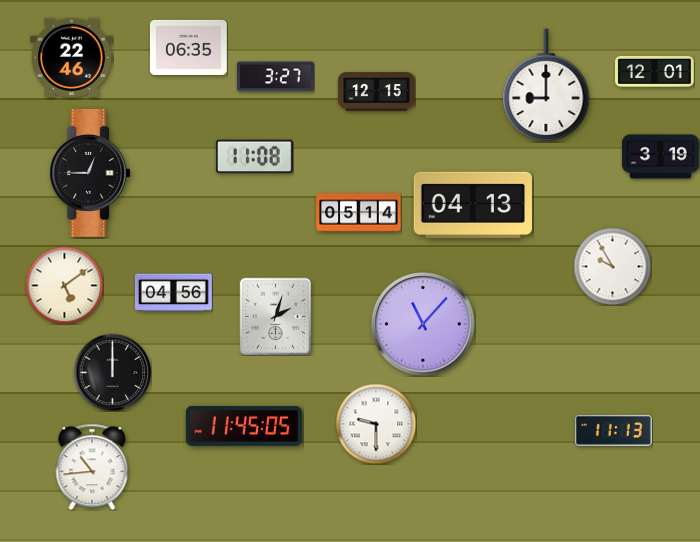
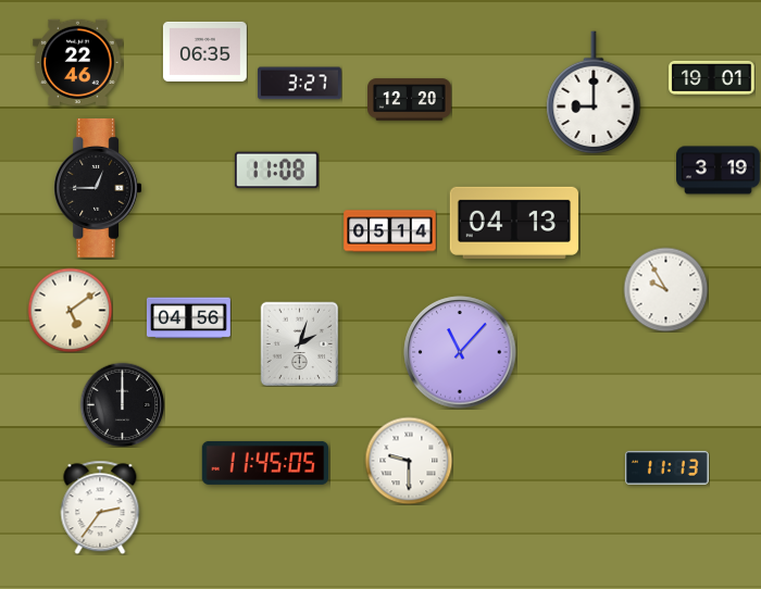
clock at (655, 71): 12:01 -> 19:01
clock at (377, 92): 12:15 -> 12:20
clock at (92, 467): 10:44 -> 2:36
